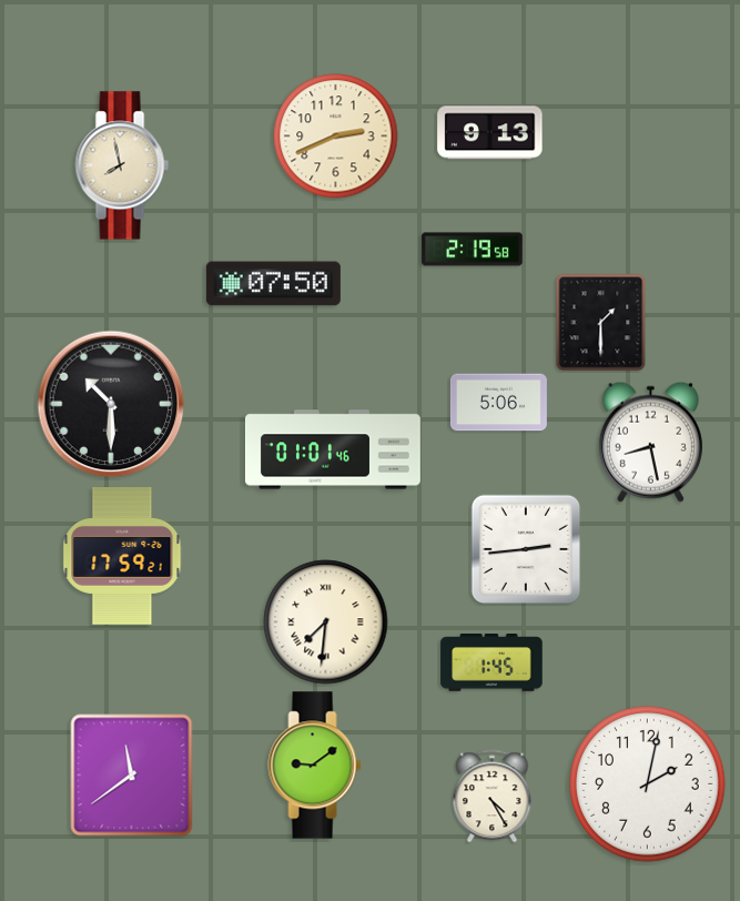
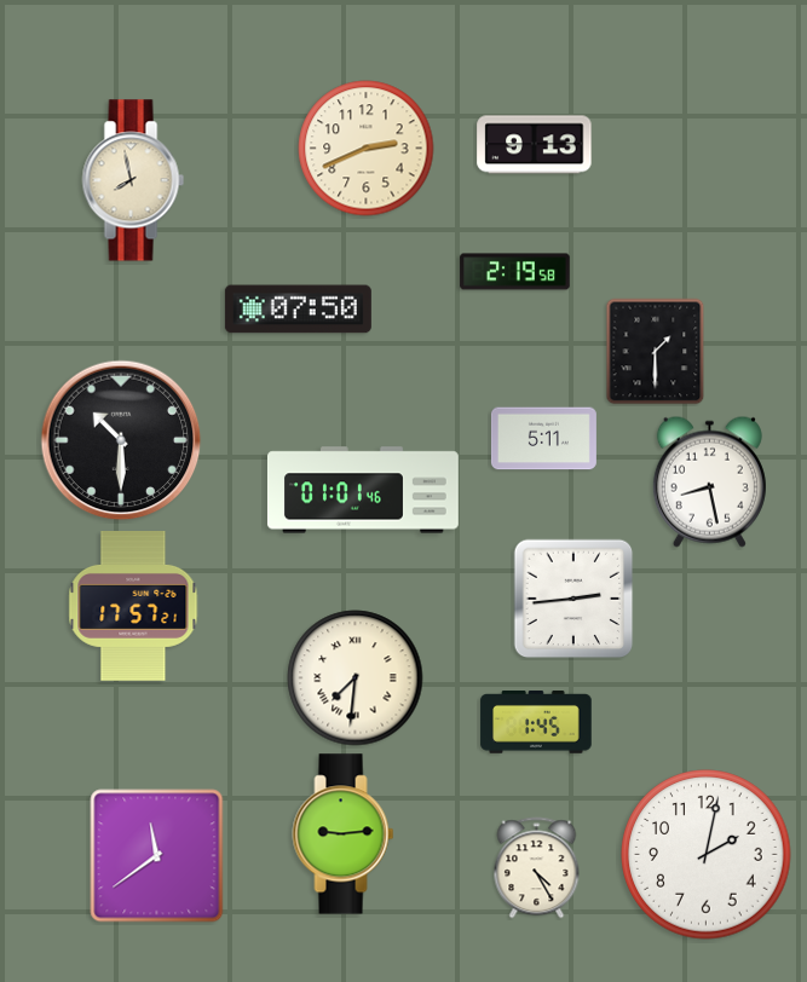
clock at (498, 403): 5:06 -> 5:11
clock at (122, 557): 17:59 -> 17:57
clock at (315, 766): 9:09 -> 9:14
clock at (132, 776) position: (132, 776) -> (157, 856)
